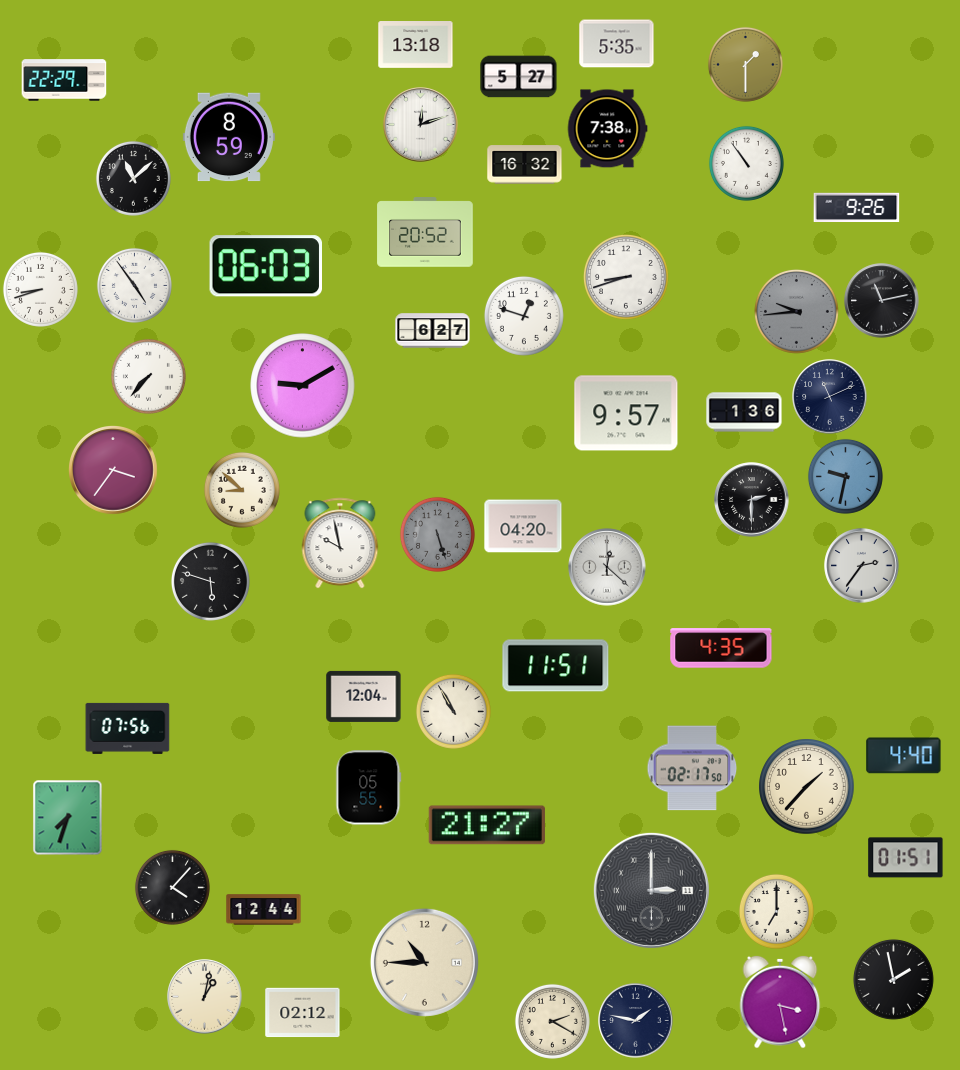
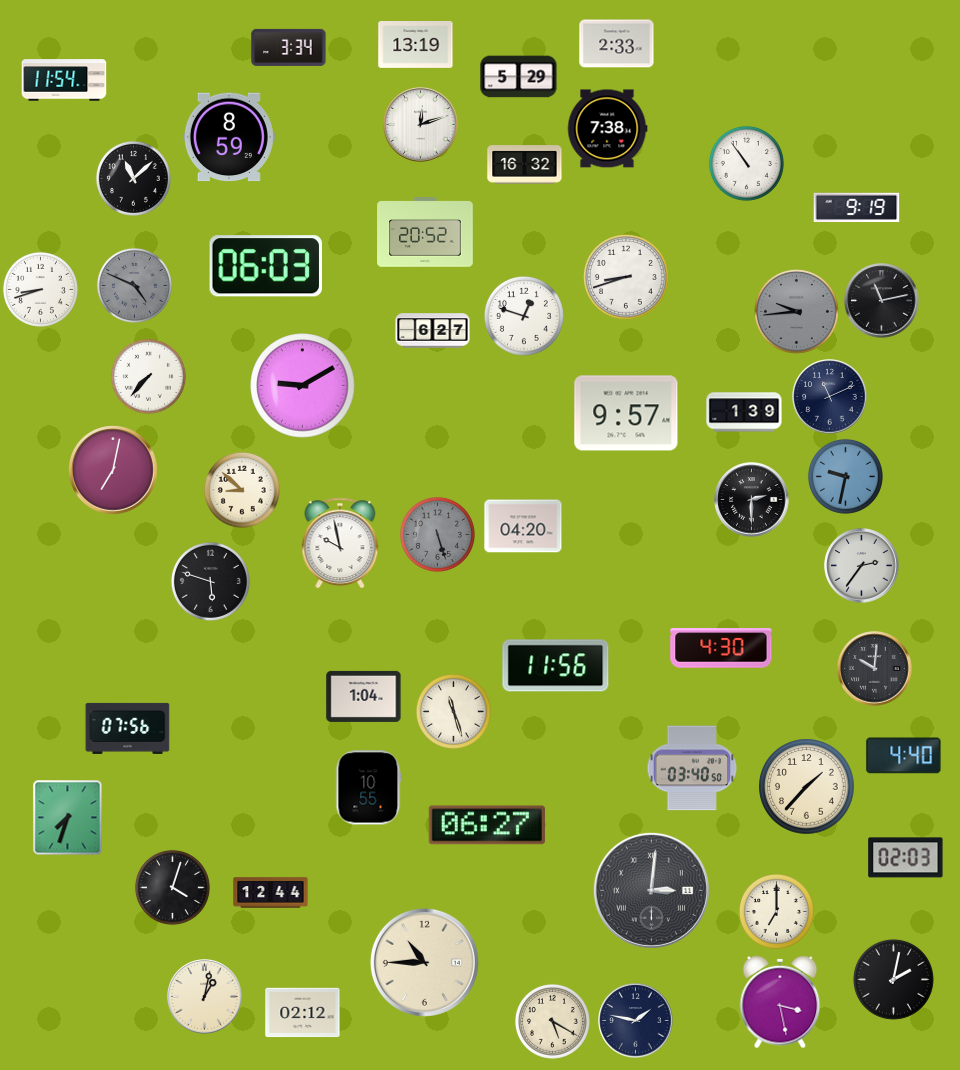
clock at (617, 44): 5:35 -> 2:33
clock at (416, 45): 13:18 -> 13:19
clock at (289, 47): none -> 3:34
clock at (745, 64): 1:30 -> none
clock at (519, 77): 5:27 -> 5:29
clock at (64, 80): 22:29 -> 11:54
clock at (857, 208): 9:26 -> 9:19
clock at (134, 285): 4:54 -> 4:49
clock at (134, 285) dial: white -> grey
clock at (744, 412): 1:36 -> 1:39
clock at (114, 471): 3:36 -> 7:02
clock at (607, 567): 12:22 -> none
clock at (721, 648): 4:35 -> 4:30
clock at (556, 666): 11:51 -> 11:56
clock at (875, 669): none -> 10:01
clock at (364, 696): 12:04 -> 1:04
clock at (453, 711): 10:55 -> 11:27
clock at (692, 768): 02:17 -> 03:40
clock at (369, 788): 05:55 -> 10:55
clock at (487, 825): 21:27 -> 06:27
clock at (906, 858): 01:51 -> 02:03
clock at (172, 887): 4:07 -> 4:03
clock at (651, 890): 3:00 -> 3:01
clock at (264, 910) position: (264, 910) -> (271, 893)
clock at (893, 979): 1:58 -> 2:02
clock at (552, 1021): 2:20 -> 5:20
